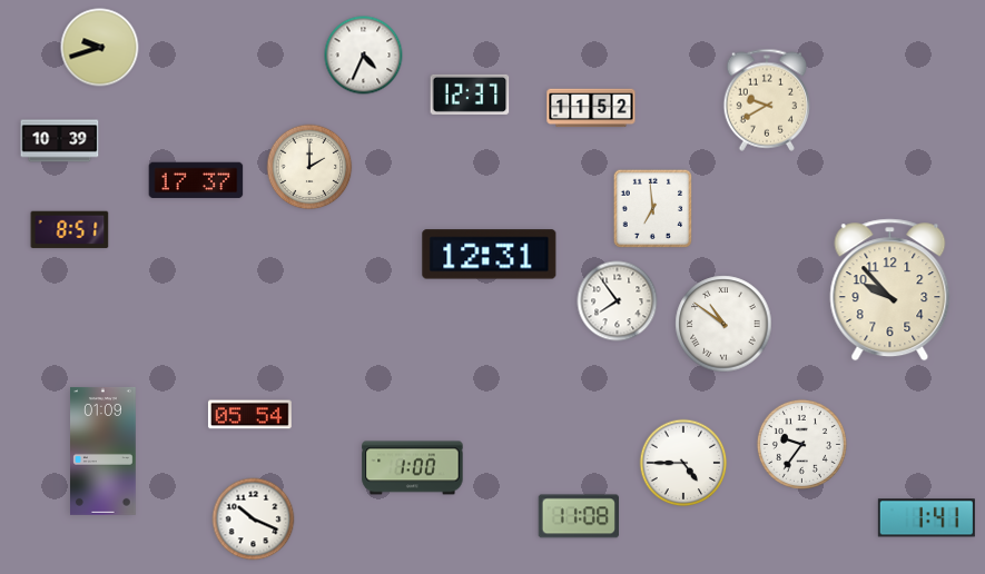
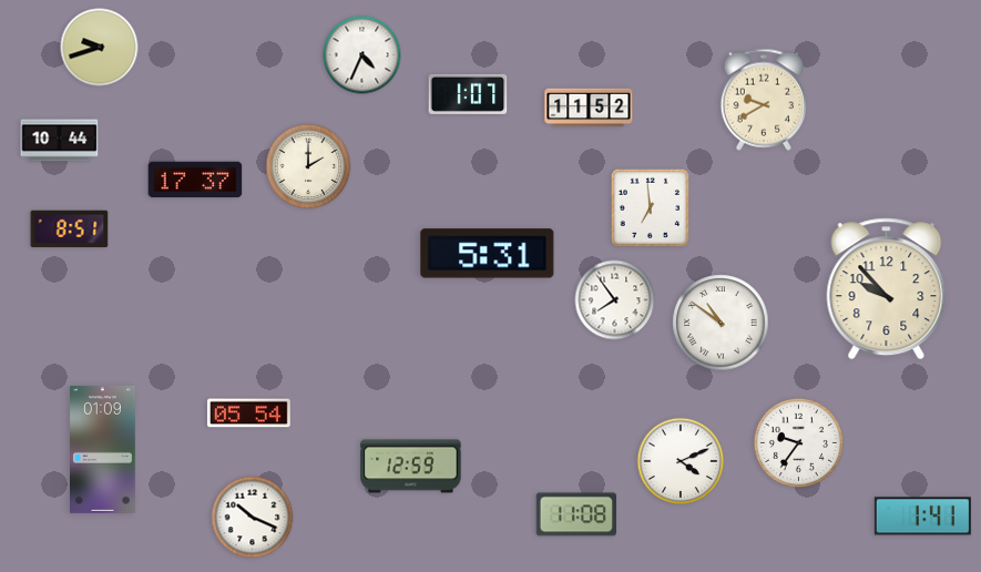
clock at (470, 95): 12:37 -> 1:07
clock at (60, 141): 10:39 -> 10:44
clock at (490, 255): 12:31 -> 5:31
clock at (683, 463): 4:45 -> 4:11
clock at (413, 468): 1:00 -> 12:59
